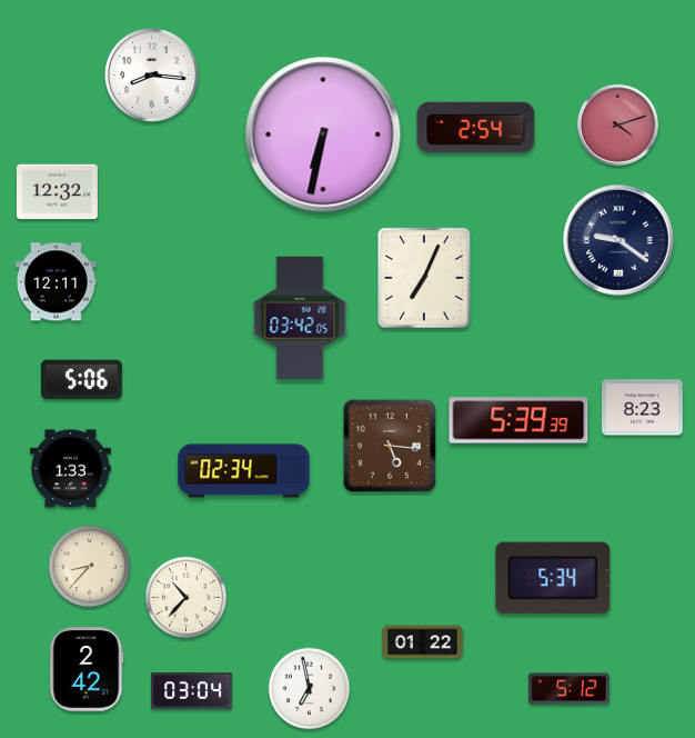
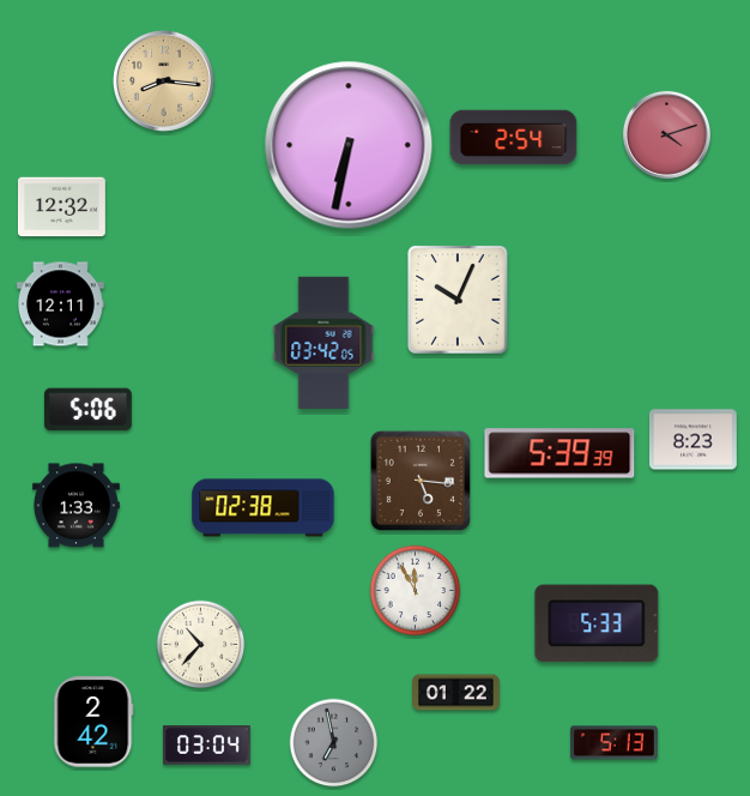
clock at (151, 74) dial: white -> champagne
clock at (618, 240): 9:21 -> none
clock at (424, 278): 7:04 -> 10:04
clock at (244, 471): 02:34 -> 02:38
clock at (416, 591): none -> 11:55
clock at (90, 567): 8:37 -> none
clock at (553, 578): 5:34 -> 5:33
clock at (310, 689) dial: white -> grey
clock at (568, 689): 5:12 -> 5:13
